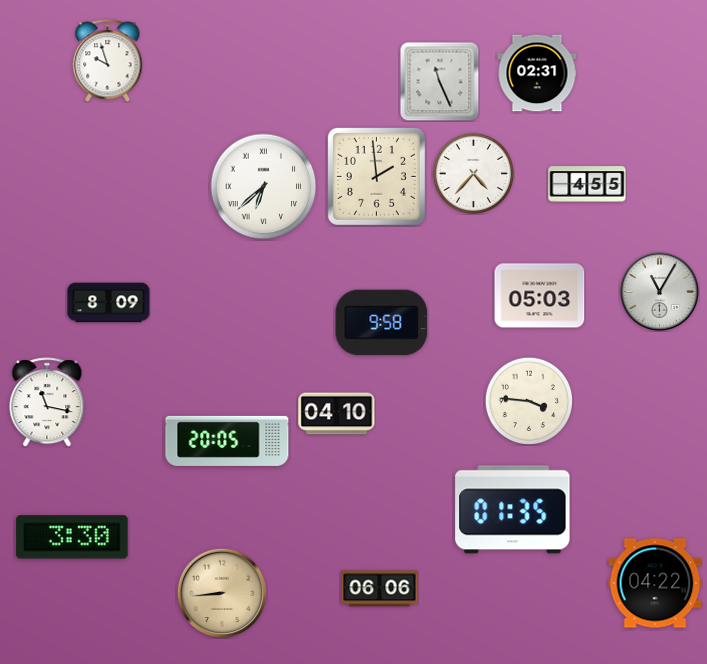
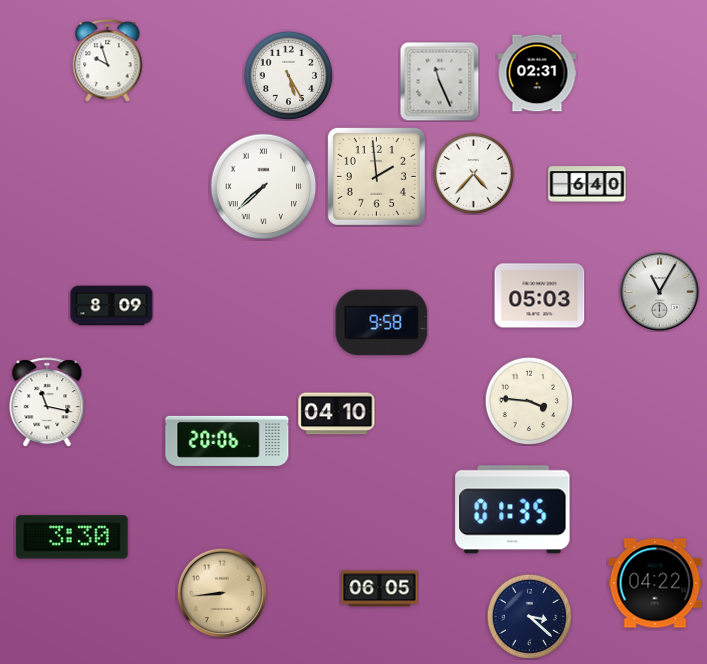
clock at (288, 75): none -> 5:25
clock at (587, 184): 4:55 -> 6:40
clock at (264, 187): 6:38 -> 7:38
clock at (109, 303) position: (109, 303) -> (112, 306)
clock at (227, 441): 20:05 -> 20:06
clock at (380, 589): 06:06 -> 06:05
clock at (529, 616): none -> 3:22
